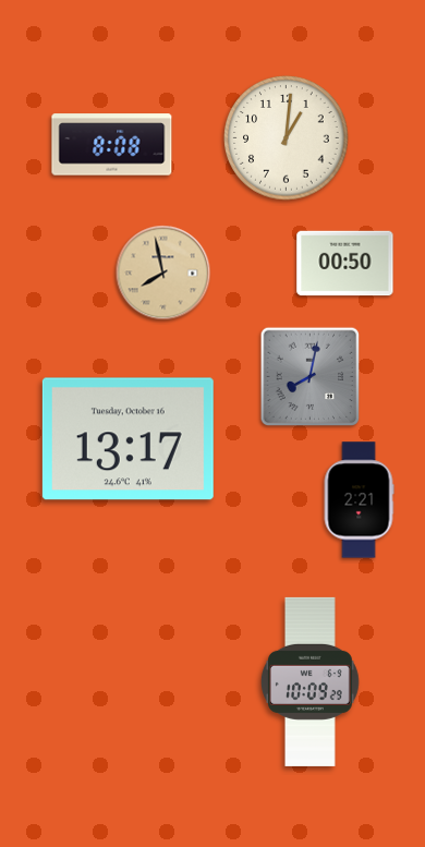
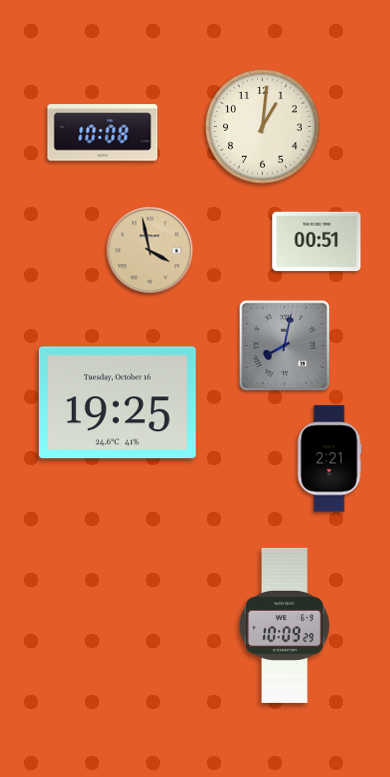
clock at (112, 145): 8:08 -> 10:08
clock at (345, 264): 00:50 -> 00:51
clock at (163, 274): 7:58 -> 3:58
clock at (127, 439): 13:17 -> 19:25
